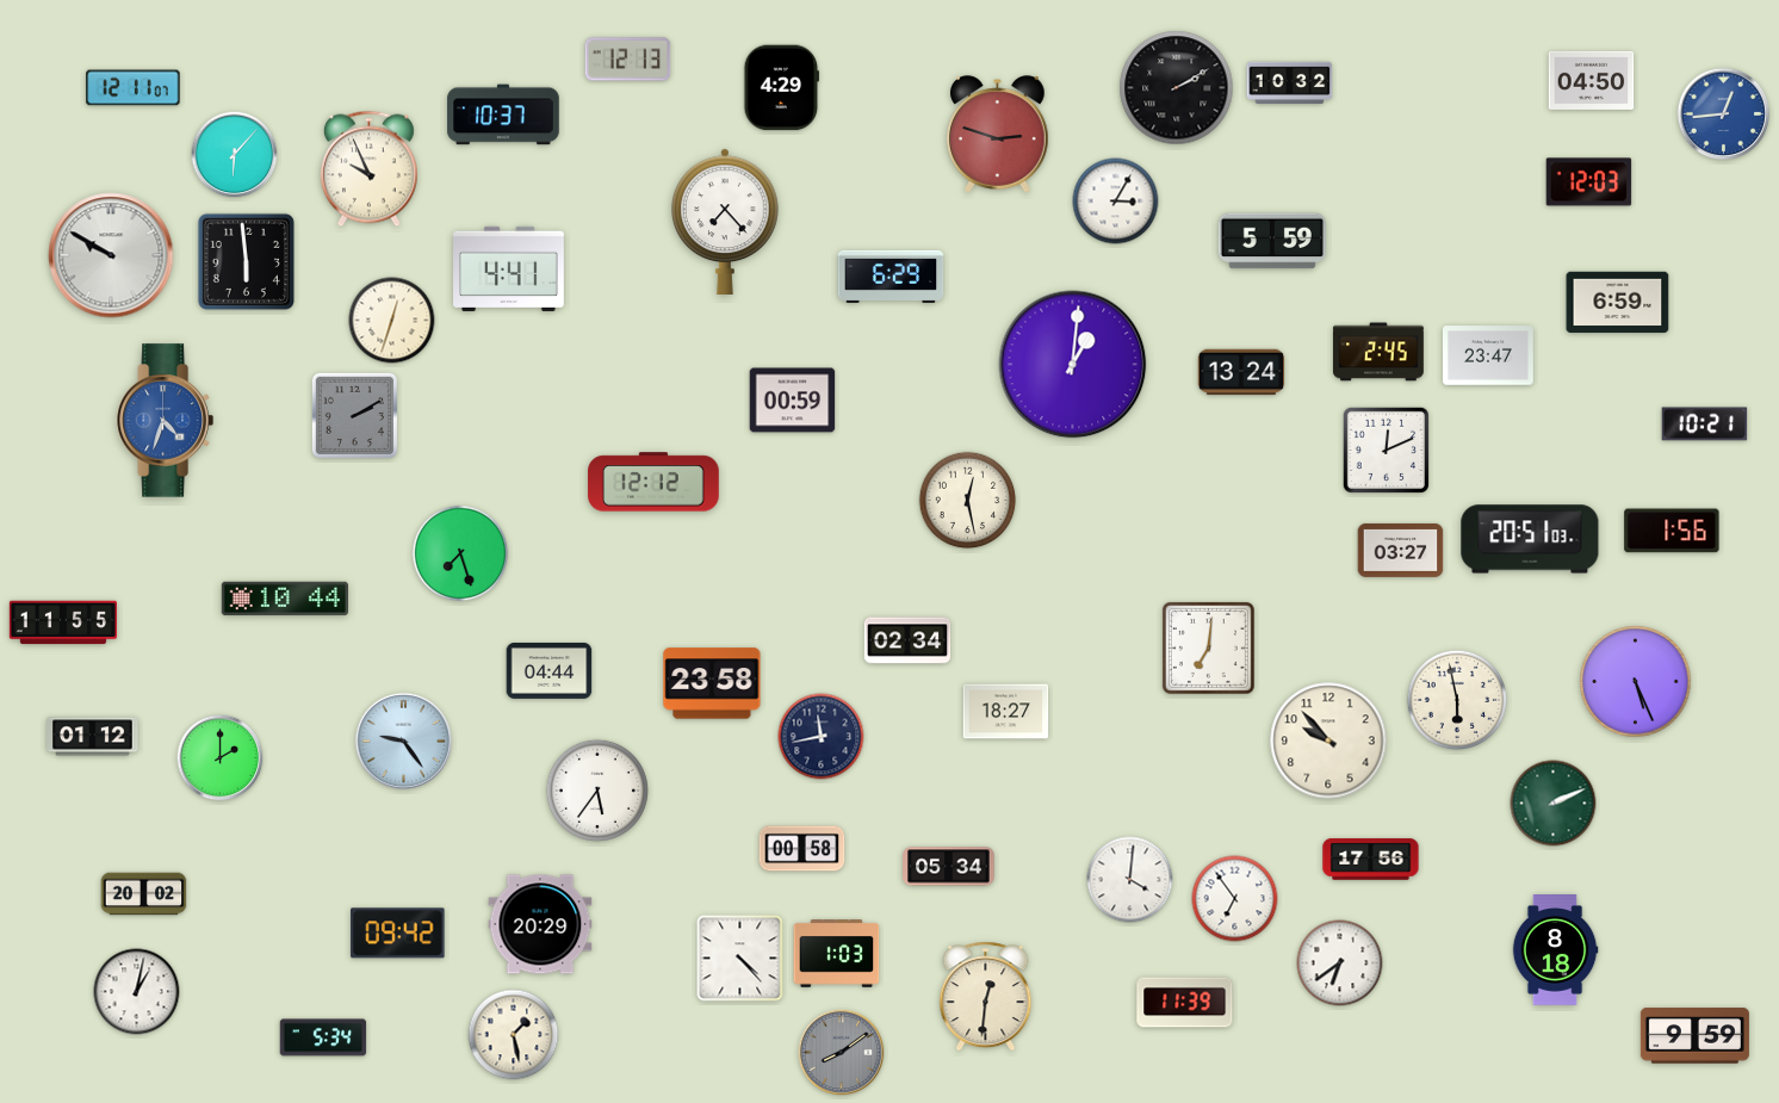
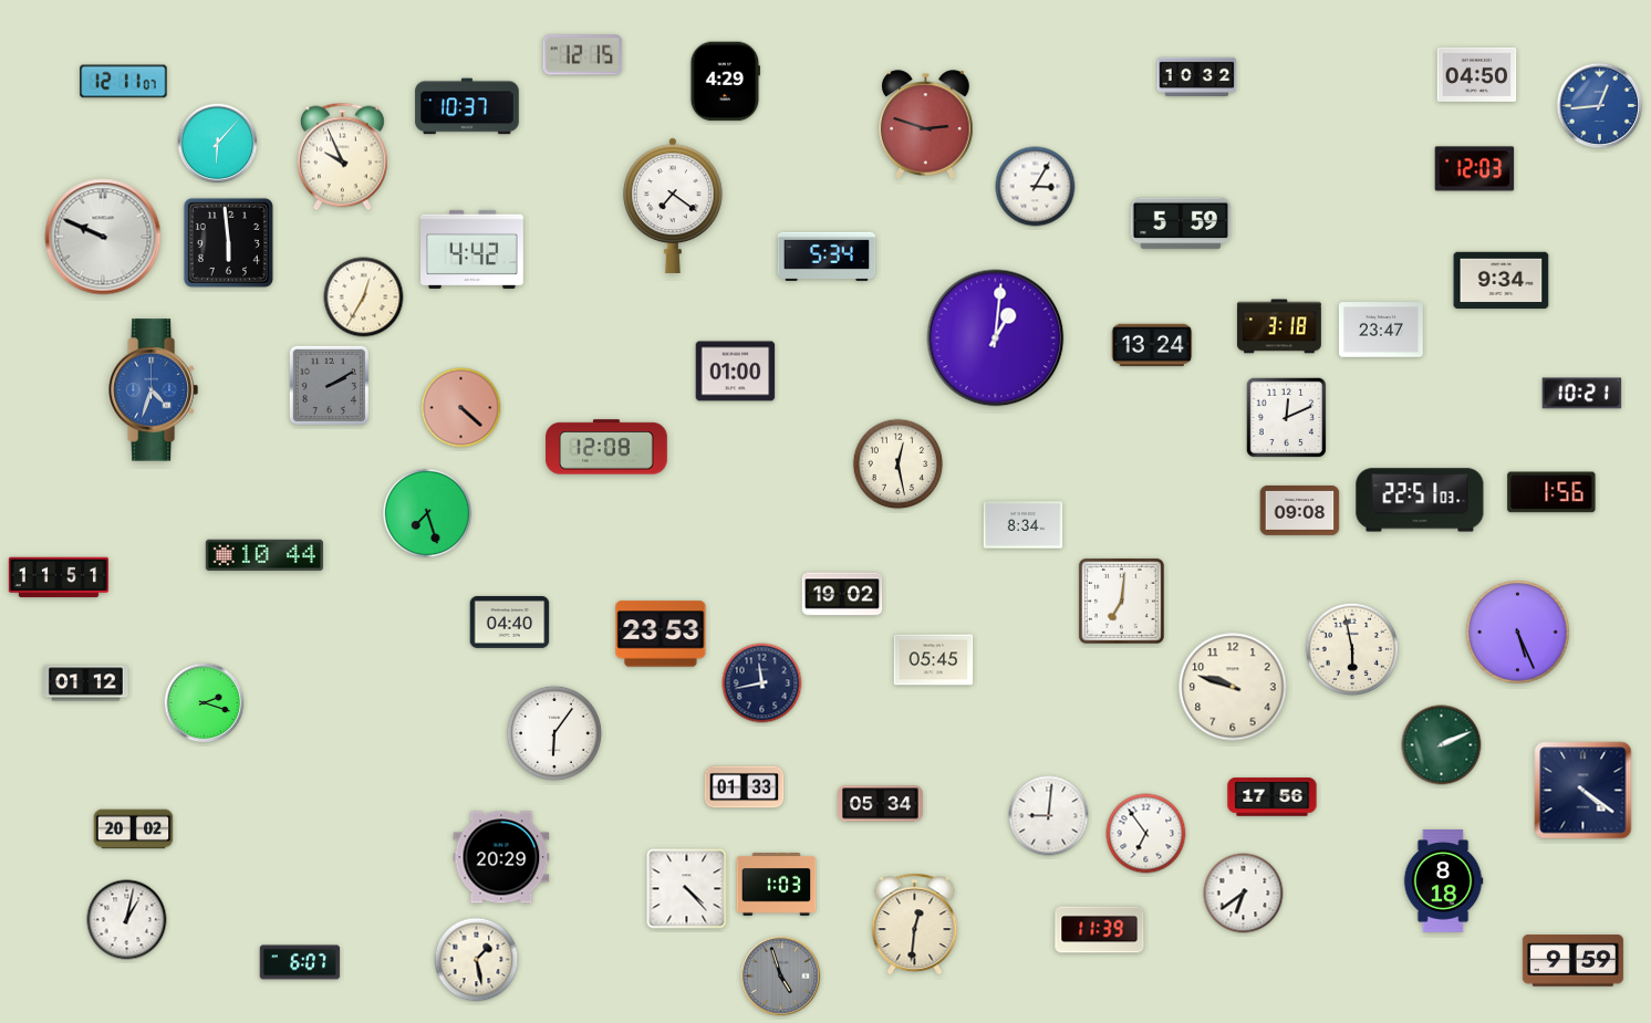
clock at (628, 60): 12:13 -> 12:15
clock at (1177, 88): 2:10 -> none
clock at (726, 221): 7:23 -> 7:21
clock at (111, 255): 9:50 -> 9:49
clock at (509, 268): 4:41 -> 4:42
clock at (891, 277): 6:29 -> 5:34
clock at (1618, 303): 6:59 -> 9:34
clock at (392, 321): 12:33 -> 12:35
clock at (1378, 352): 2:45 -> 3:18
clock at (793, 401): 00:59 -> 01:00
clock at (461, 408): none -> 4:22
clock at (653, 482): 12:12 -> 12:08
clock at (1530, 539): 20:51 -> 22:51
clock at (1401, 550): 03:27 -> 09:08
clock at (1024, 525): none -> 8:34
clock at (63, 622): 11:55 -> 11:51
clock at (907, 640): 02:34 -> 19:02
clock at (550, 670): 04:44 -> 04:40
clock at (712, 683): 23:58 -> 23:53
clock at (1006, 712): 18:27 -> 05:45
clock at (403, 741): 9:24 -> none
clock at (1328, 741): 9:53 -> 9:48
clock at (221, 758): 2:00 -> 2:18
clock at (597, 791): 5:36 -> 6:06
clock at (802, 849): 00:58 -> 01:33
clock at (1583, 791): none -> 4:21
clock at (1130, 880): 4:01 -> 9:01
clock at (398, 934): 09:42 -> none
clock at (323, 1037): 5:34 -> 6:07
clock at (842, 1053): 8:09 -> 4:57
